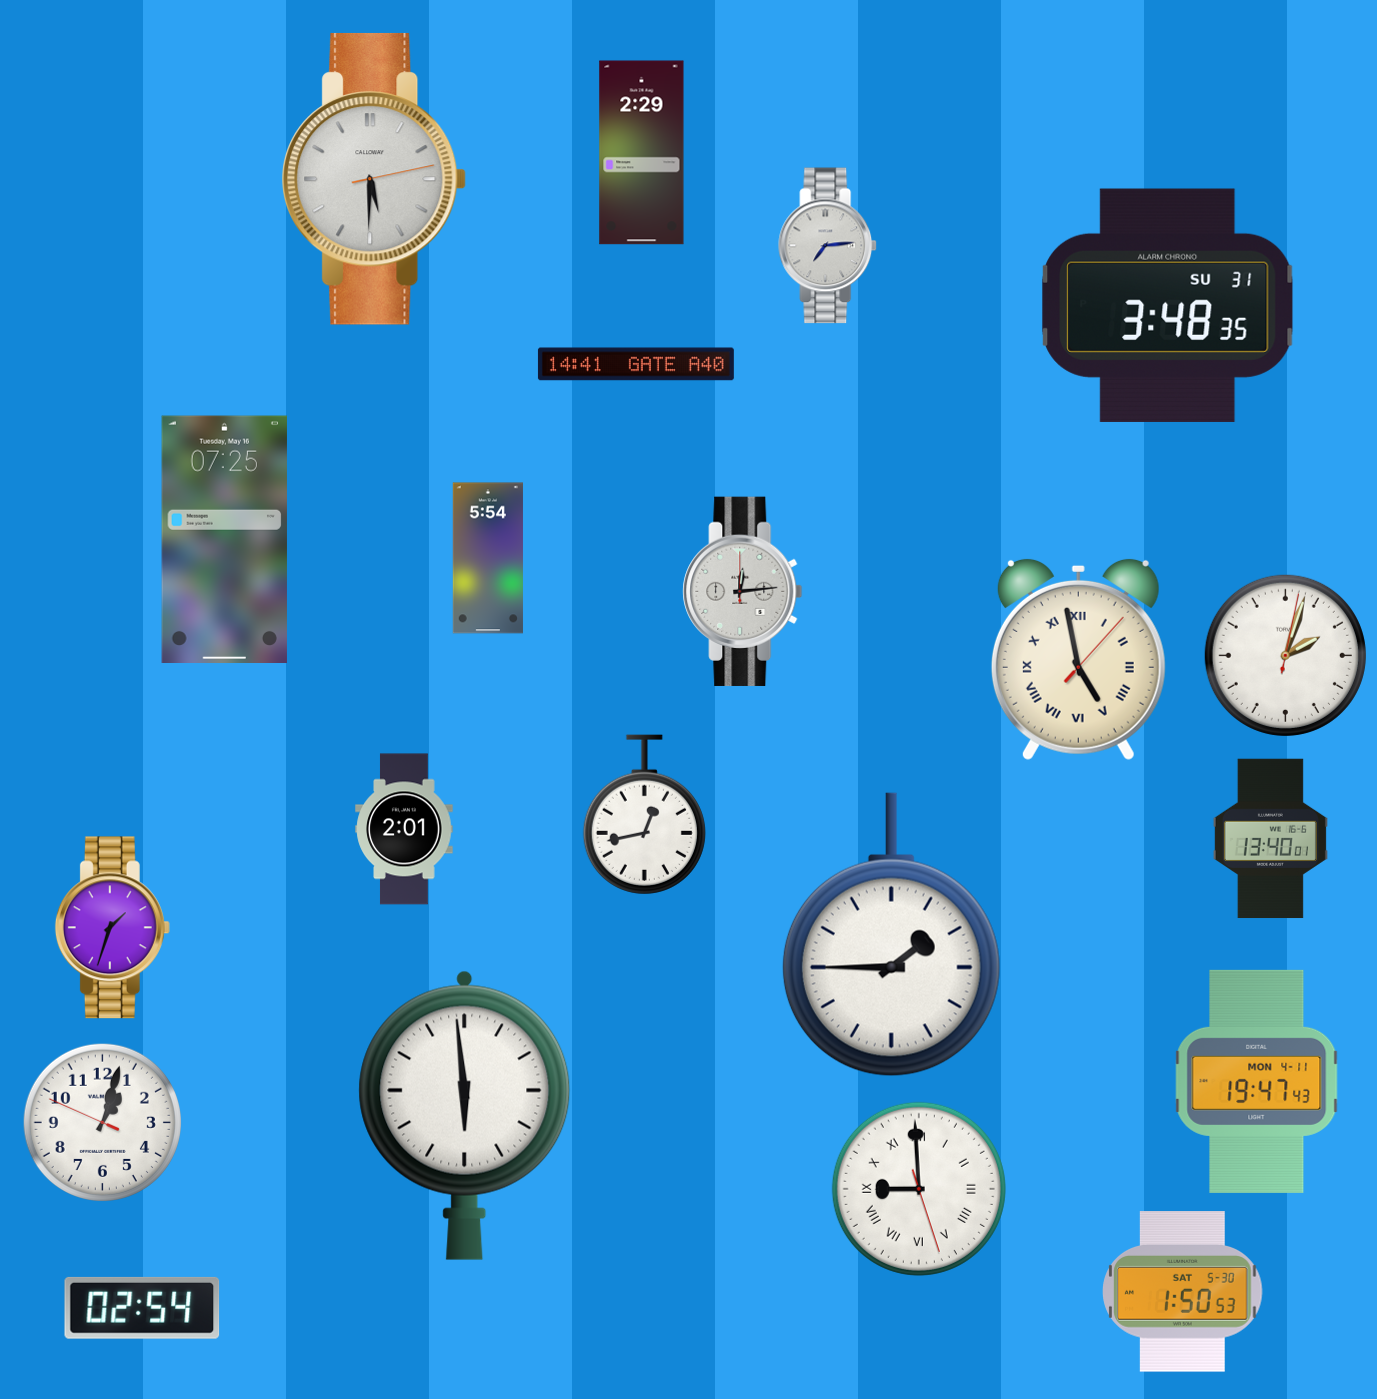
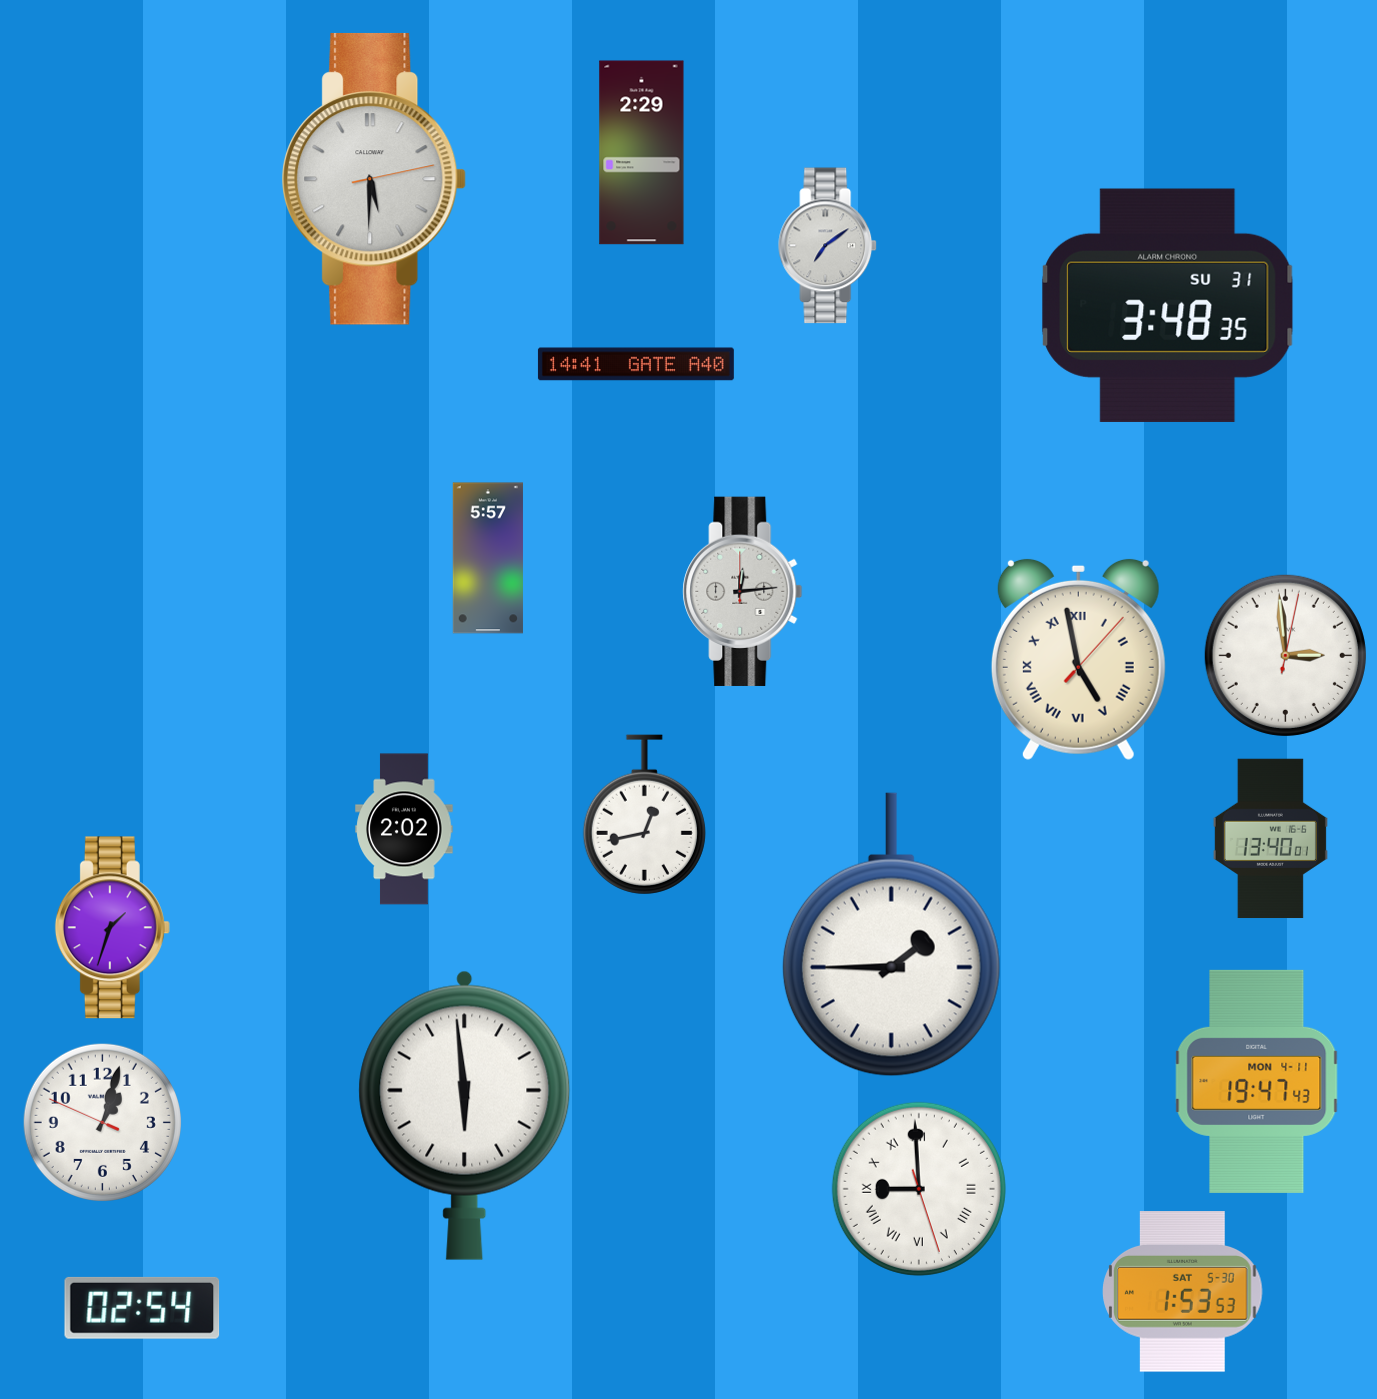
clock at (828, 246): 7:14 -> 7:09
clock at (224, 539): 07:25 -> none
clock at (488, 558): 5:54 -> 5:57
clock at (1285, 655): 2:03 -> 2:59
clock at (404, 829): 2:01 -> 2:02
clock at (1183, 1292): 1:50 -> 1:53
